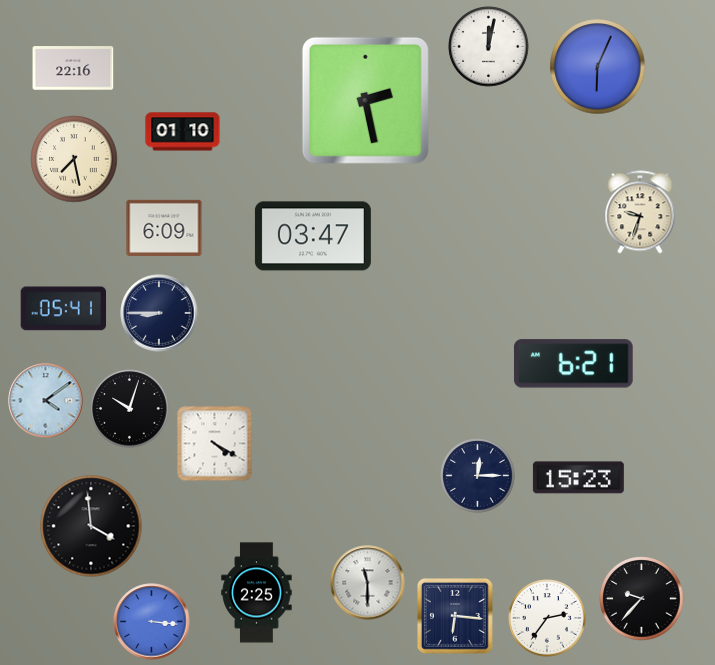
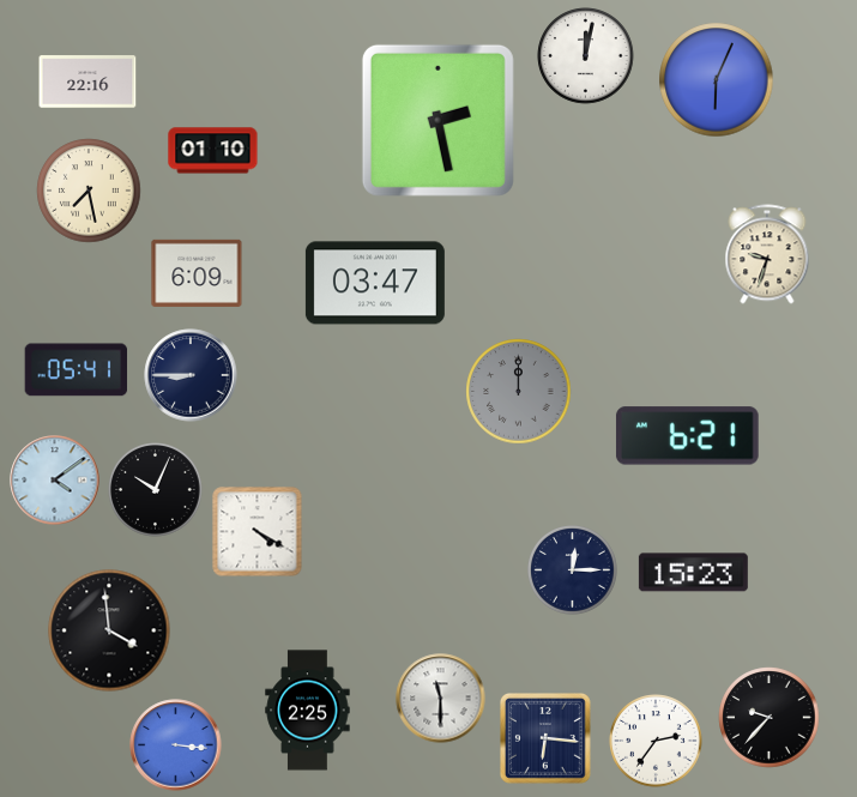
clock at (183, 132) position: (183, 132) -> (213, 151)
clock at (519, 392): none -> 12:00
clock at (130, 409): 10:03 -> 10:04
clock at (152, 622) position: (152, 622) -> (176, 745)
